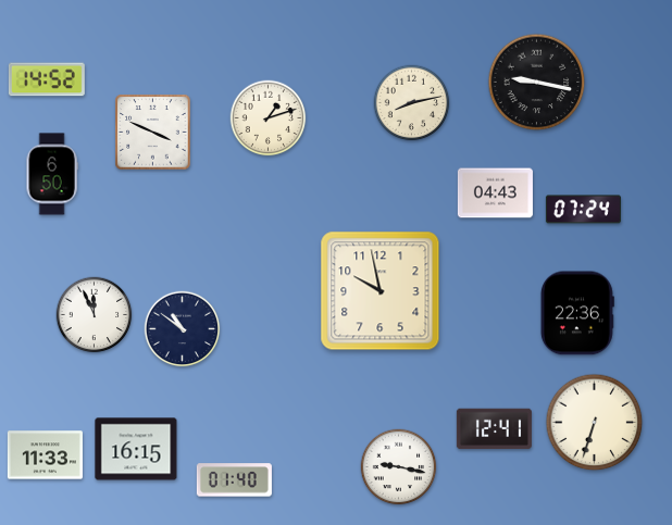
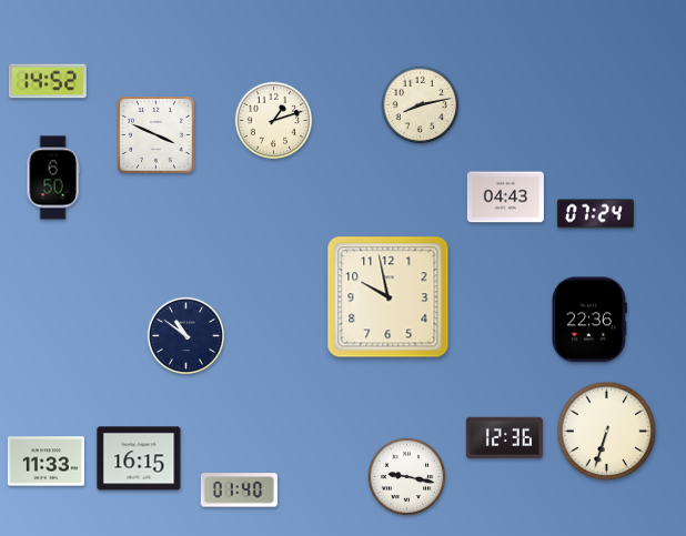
clock at (537, 83): 9:17 -> none
clock at (95, 315): 11:56 -> none
clock at (494, 429): 12:41 -> 12:36
clock at (45, 455) position: (45, 455) -> (46, 462)
